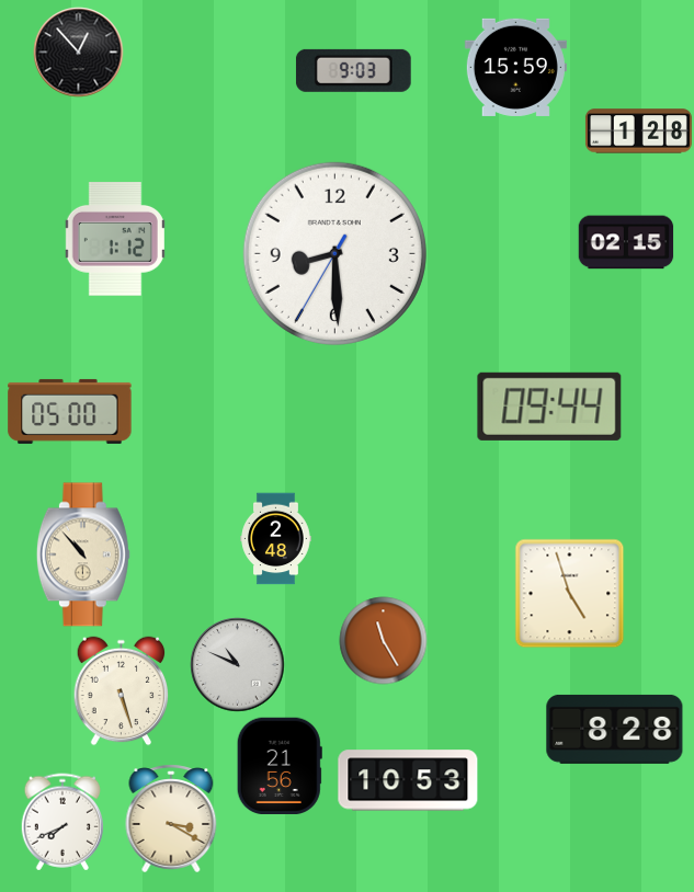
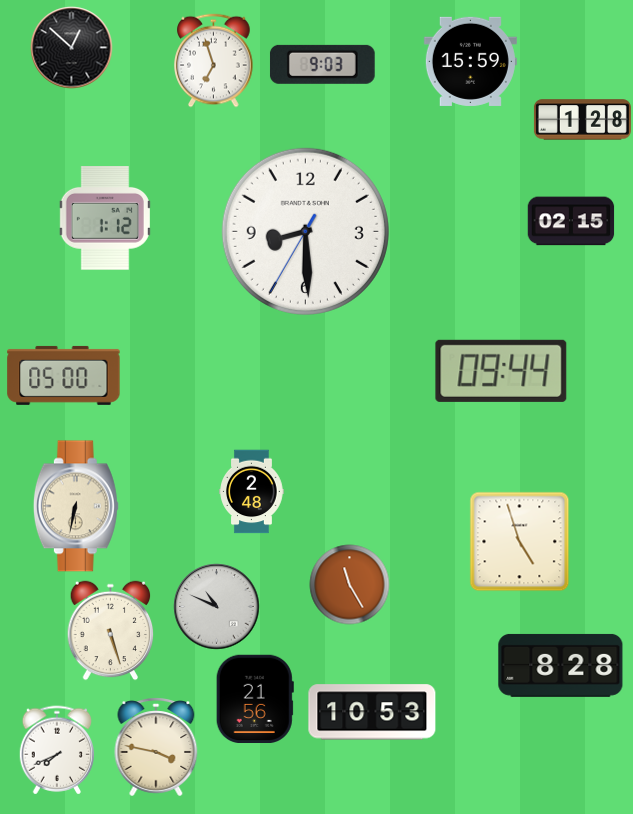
clock at (78, 52): 12:53 -> 12:52
clock at (214, 60): none -> 6:57
clock at (83, 554): 10:53 -> 6:32
clock at (171, 819): 3:20 -> 3:47
